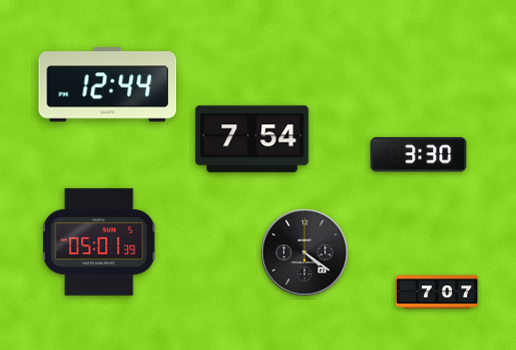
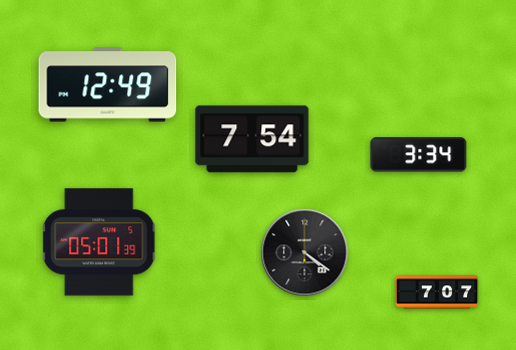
clock at (108, 85): 12:44 -> 12:49
clock at (419, 155): 3:30 -> 3:34
